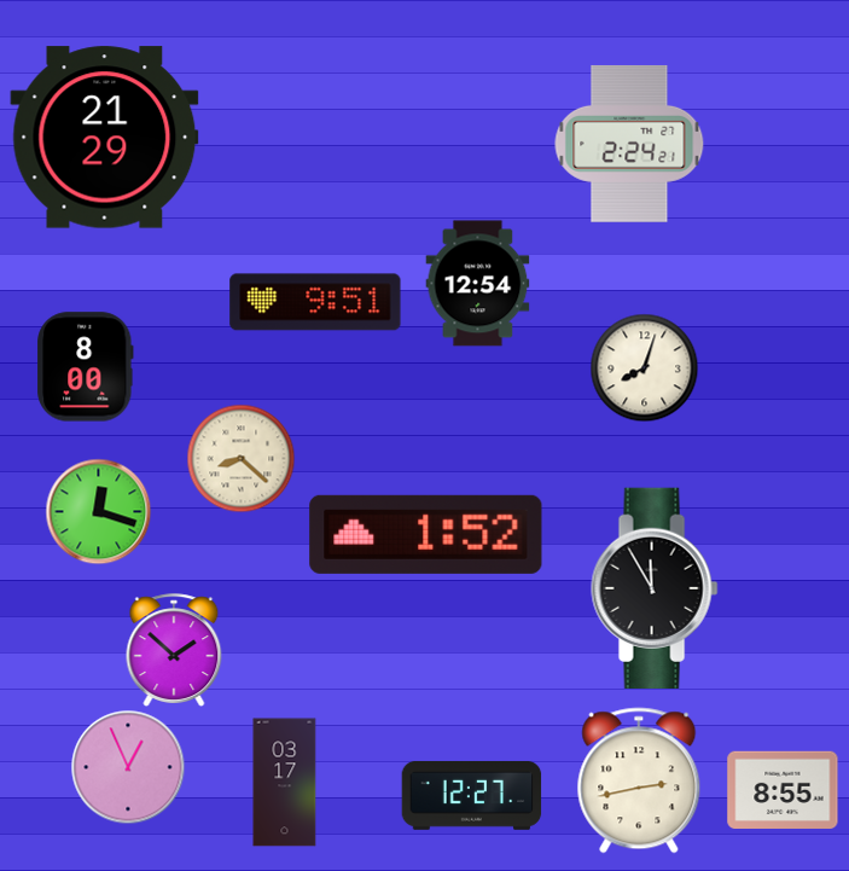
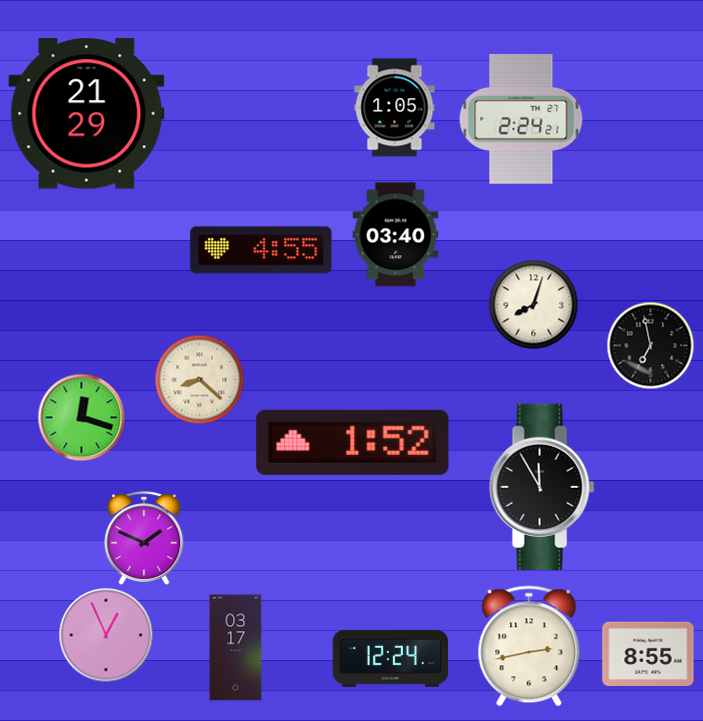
clock at (395, 108): none -> 1:05
clock at (478, 284): 12:54 -> 03:40
clock at (315, 302): 9:51 -> 4:55
clock at (86, 367): 8:00 -> none
clock at (650, 345): none -> 6:58
clock at (98, 511) position: (98, 511) -> (81, 417)
clock at (174, 650): 1:52 -> 1:49
clock at (472, 795): 12:27 -> 12:24
